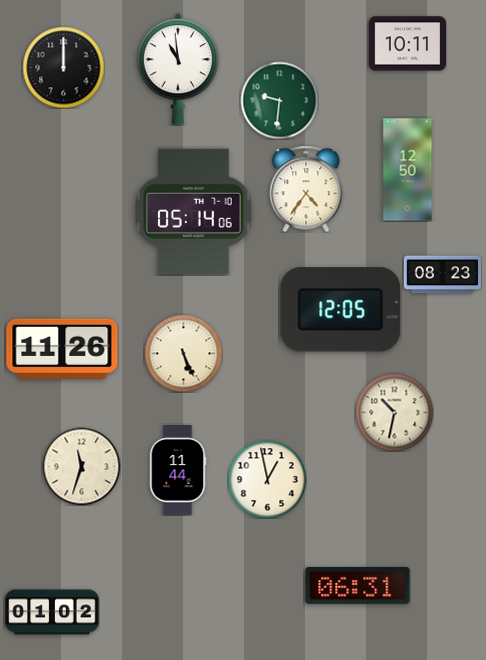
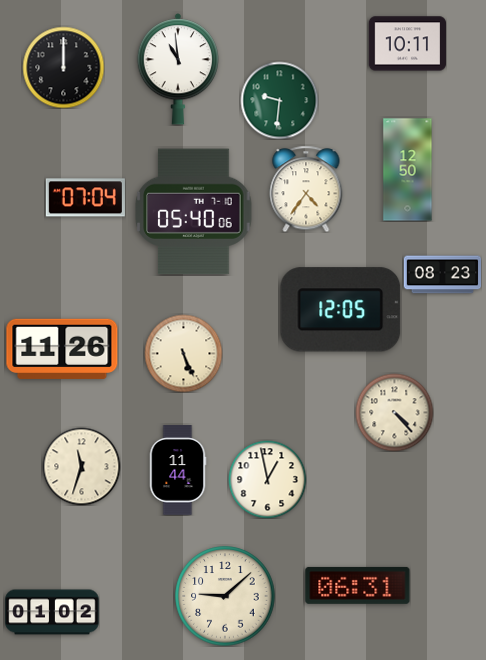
clock at (85, 198): none -> 07:04
clock at (194, 212): 05:14 -> 05:40
clock at (394, 412): 10:32 -> 4:23
clock at (225, 596): none -> 9:08
